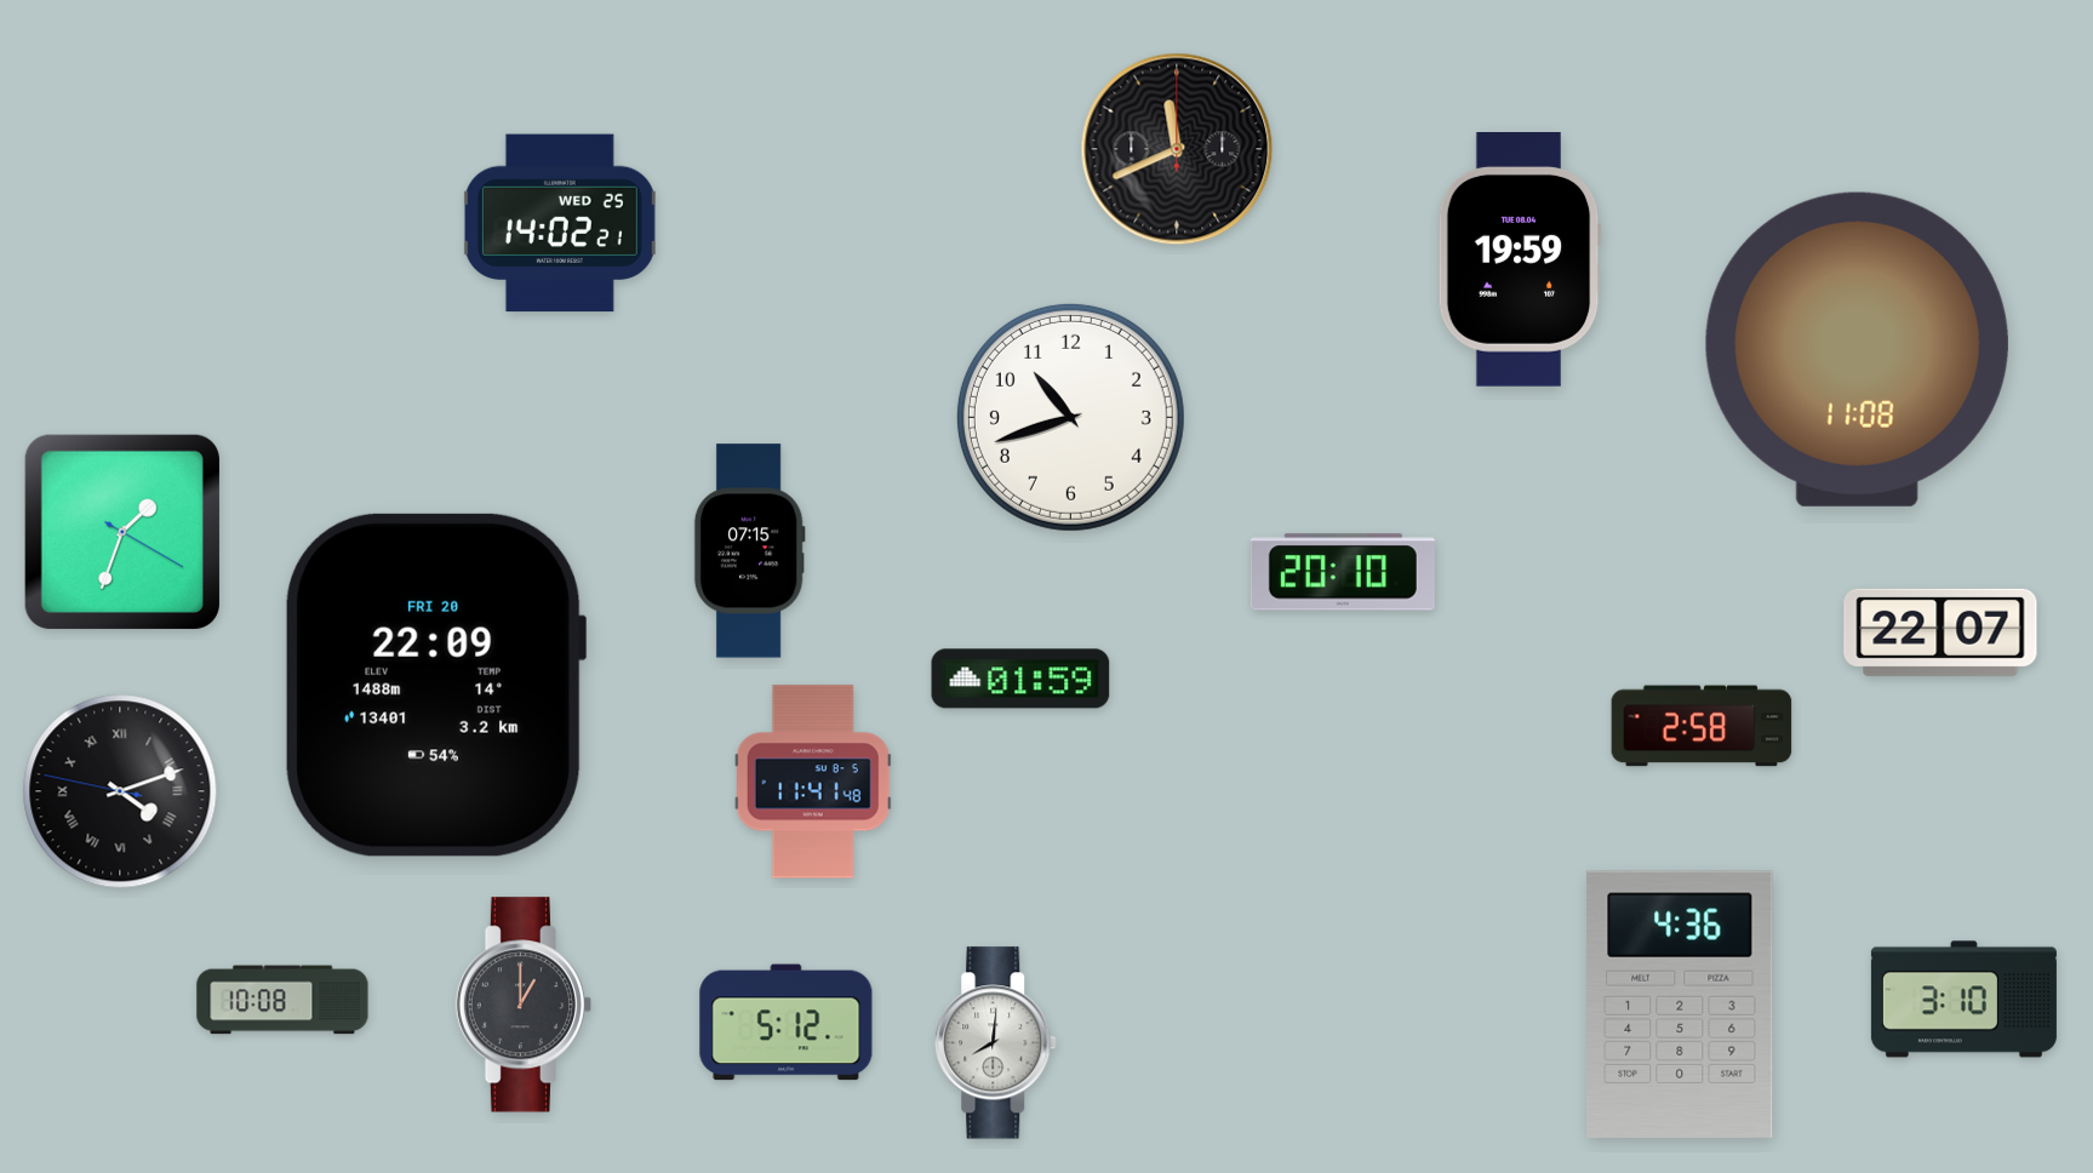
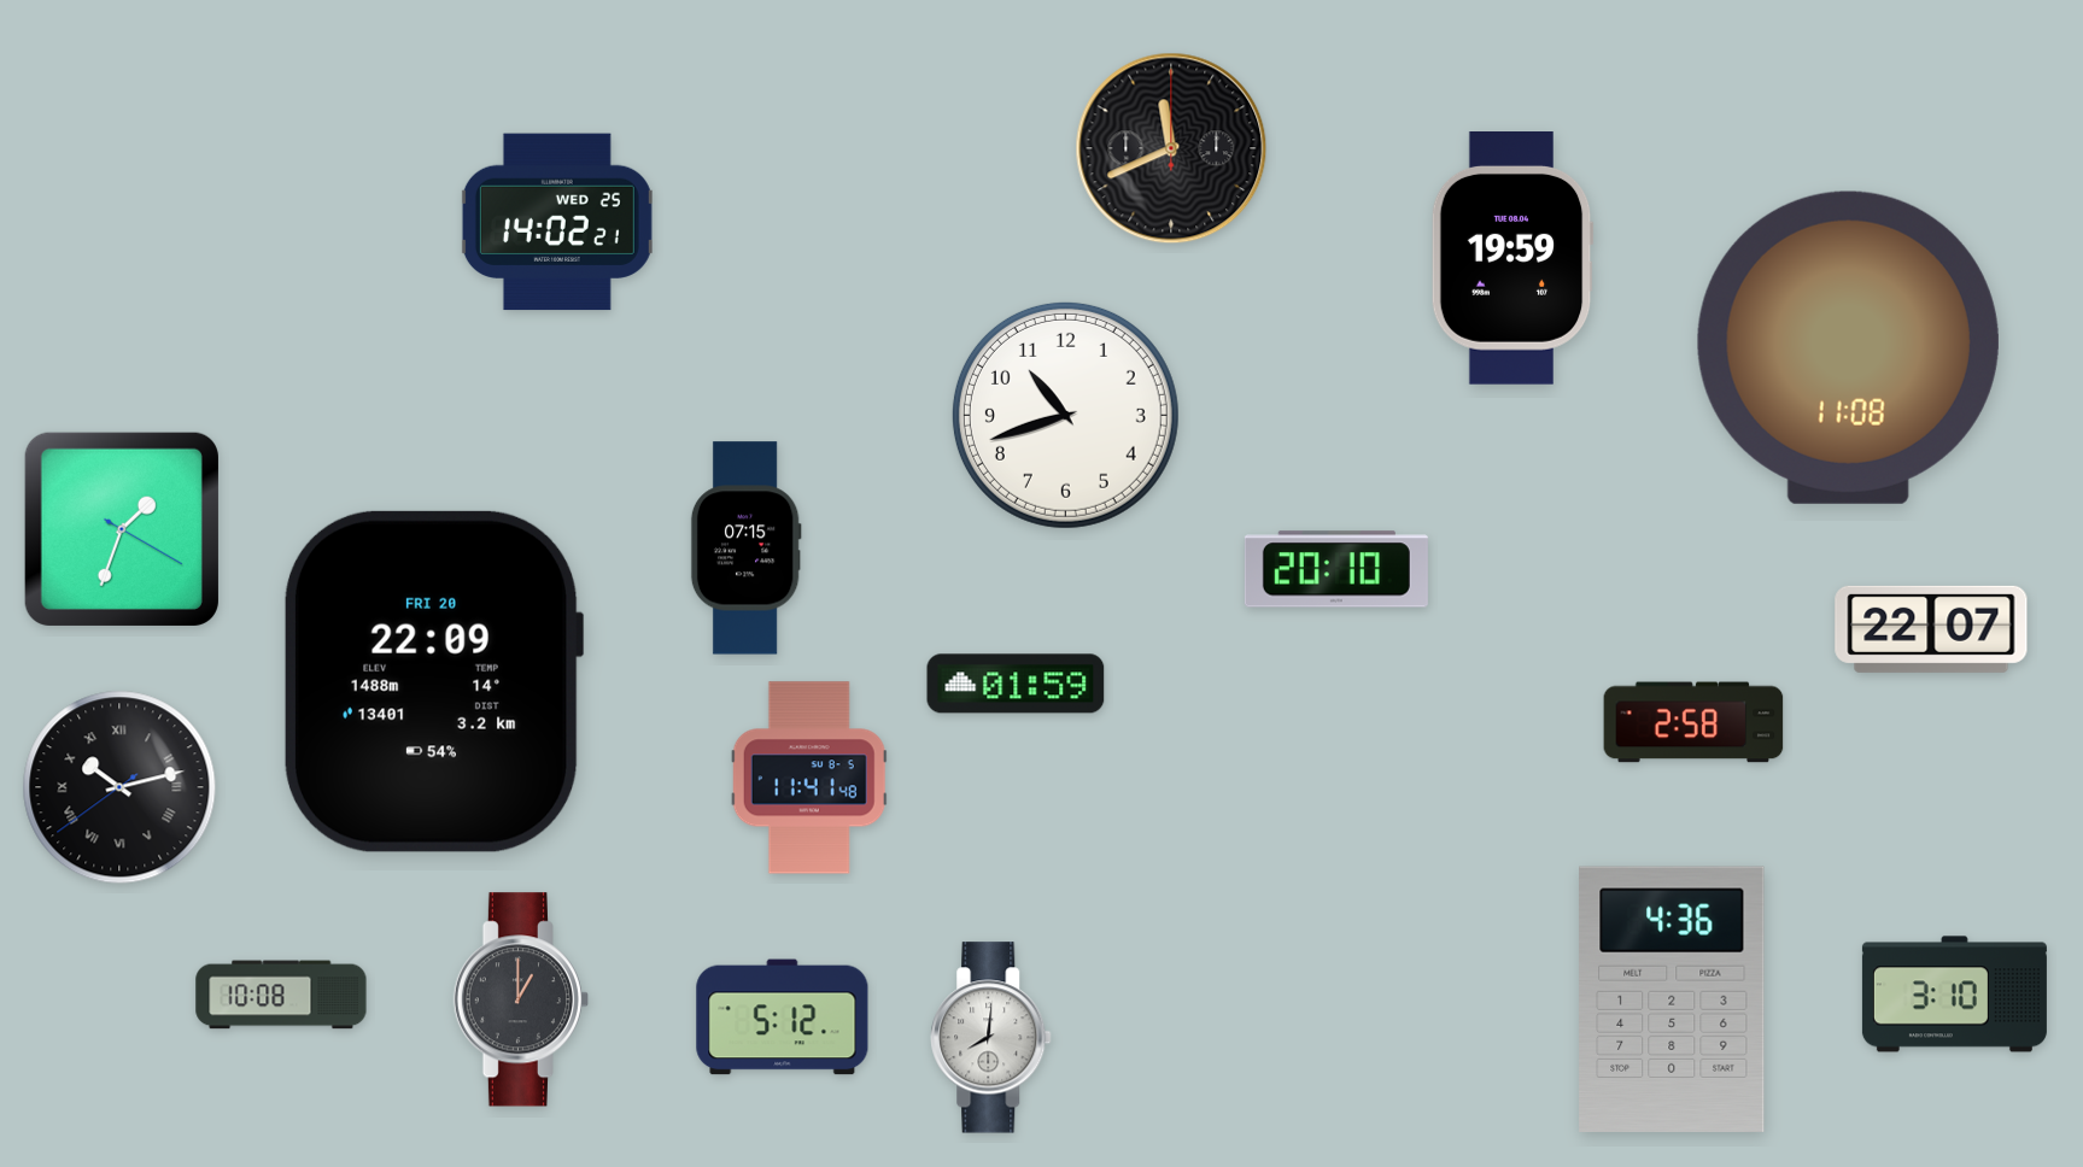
clock at (1020, 679) position: (1020, 679) -> (1016, 684)
clock at (120, 791): 4:11 -> 10:12
